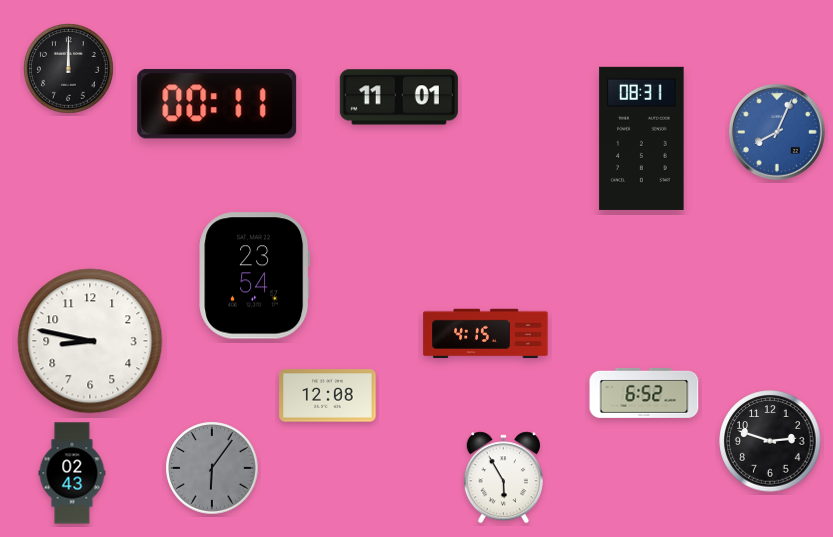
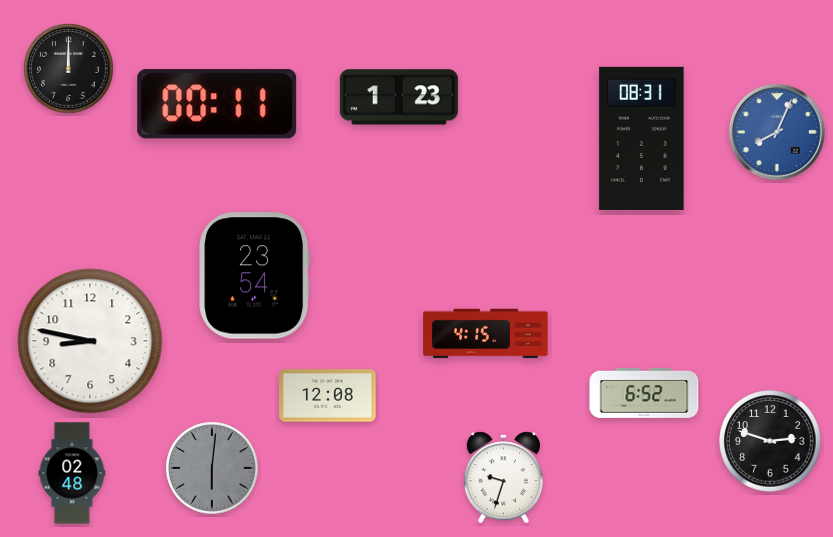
clock at (399, 97): 11:01 -> 1:23
clock at (212, 468): 6:06 -> 6:01
clock at (72, 473): 02:43 -> 02:48
clock at (503, 478): 5:55 -> 9:33
